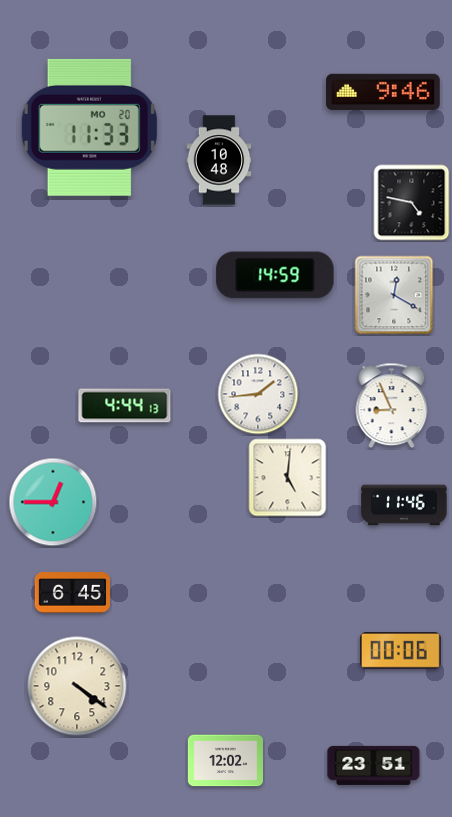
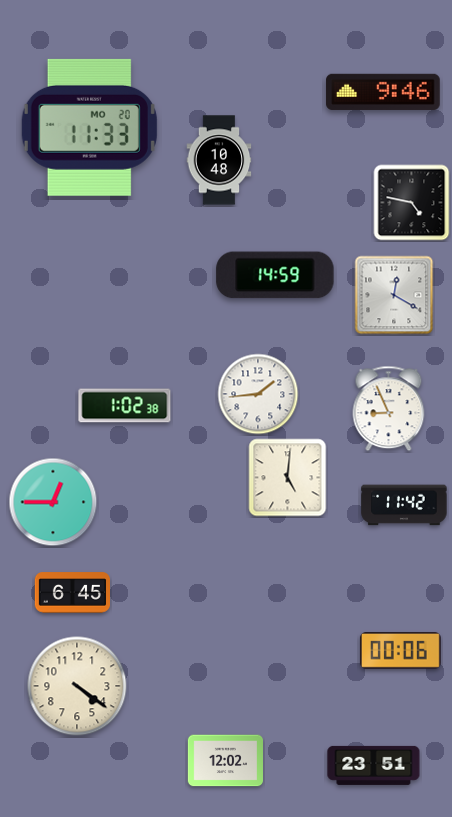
clock at (125, 406): 4:44 -> 1:02
clock at (392, 406) position: (392, 406) -> (389, 409)
clock at (404, 505): 11:46 -> 11:42
